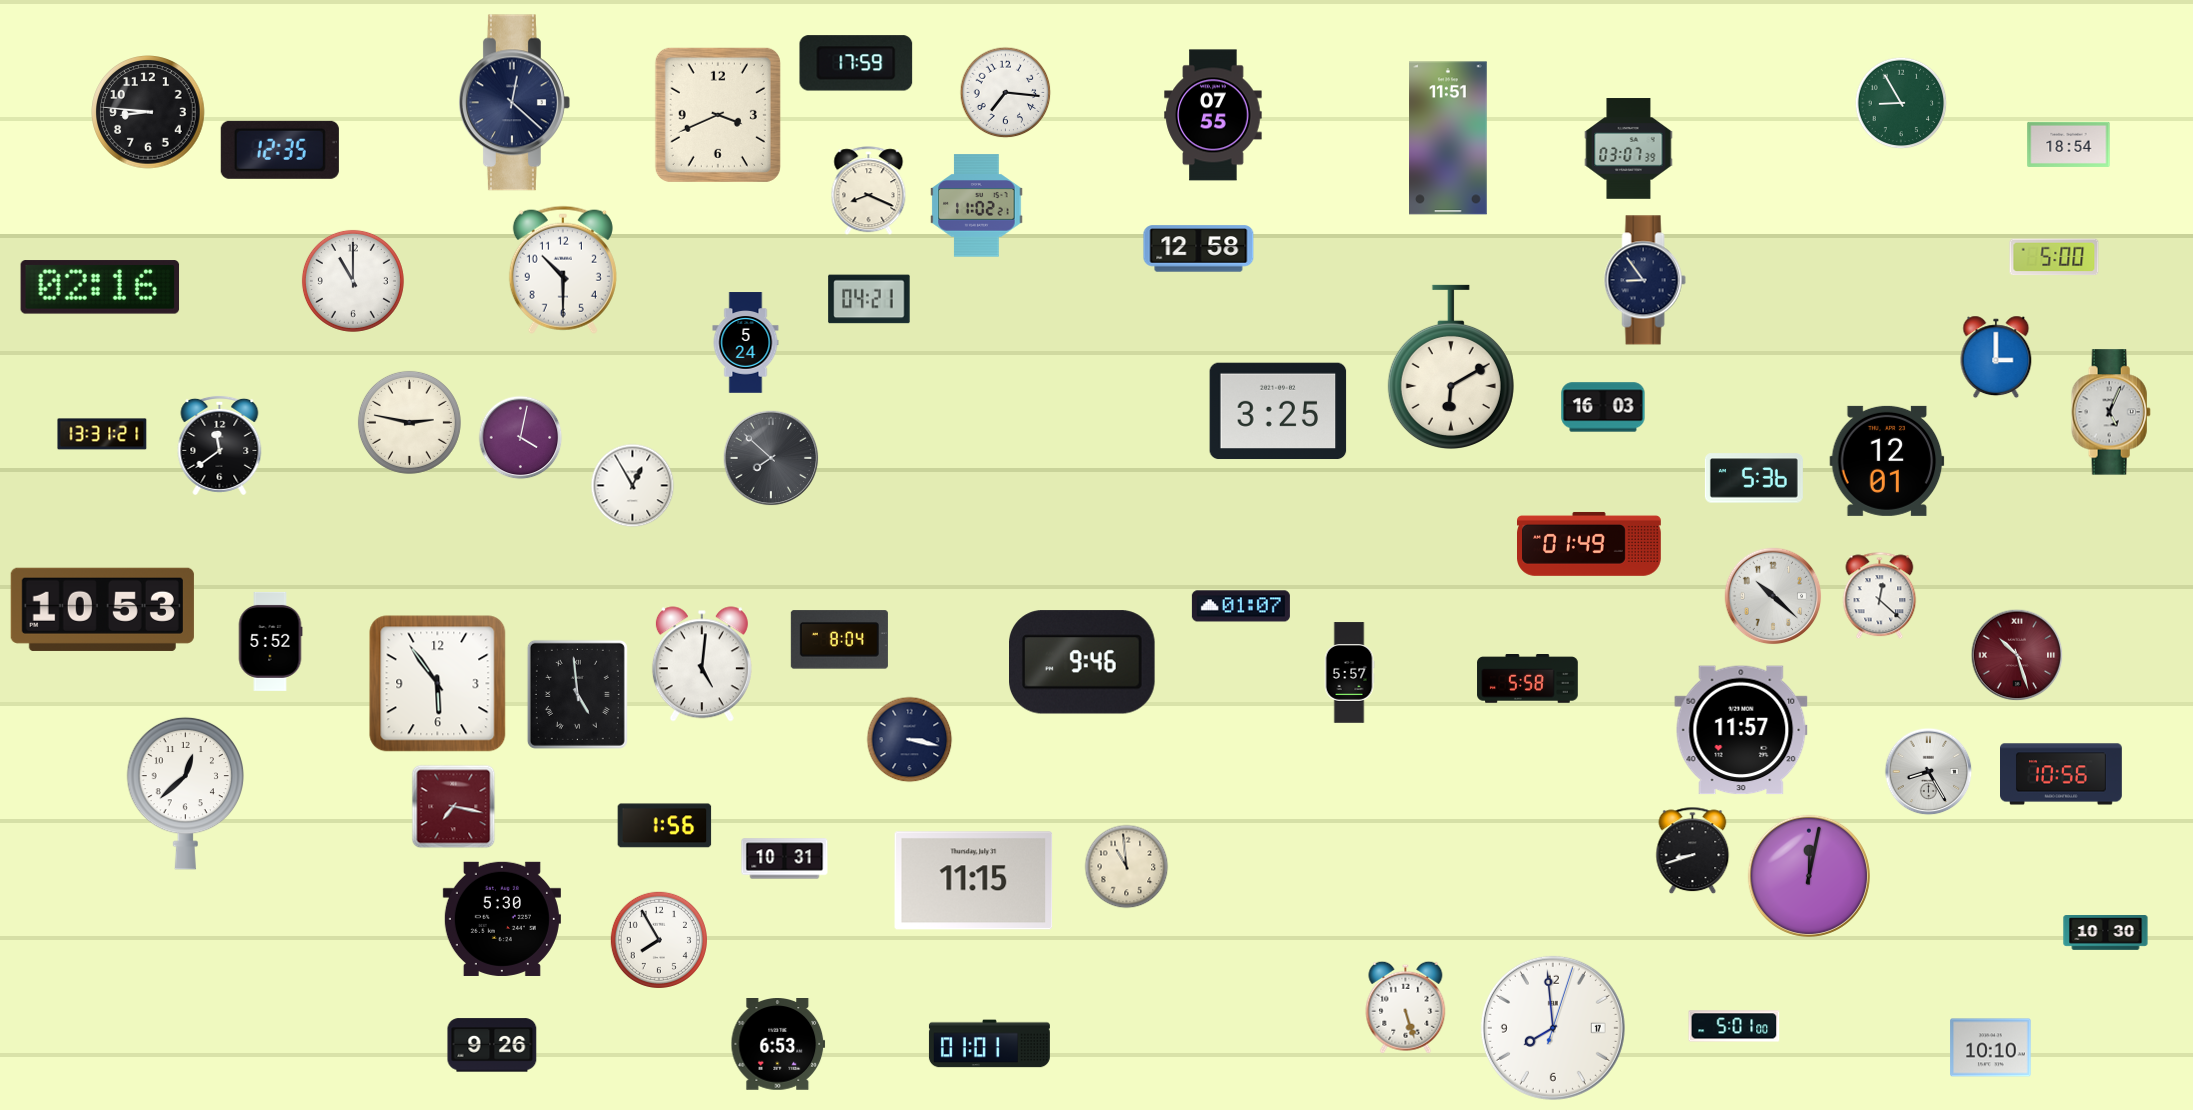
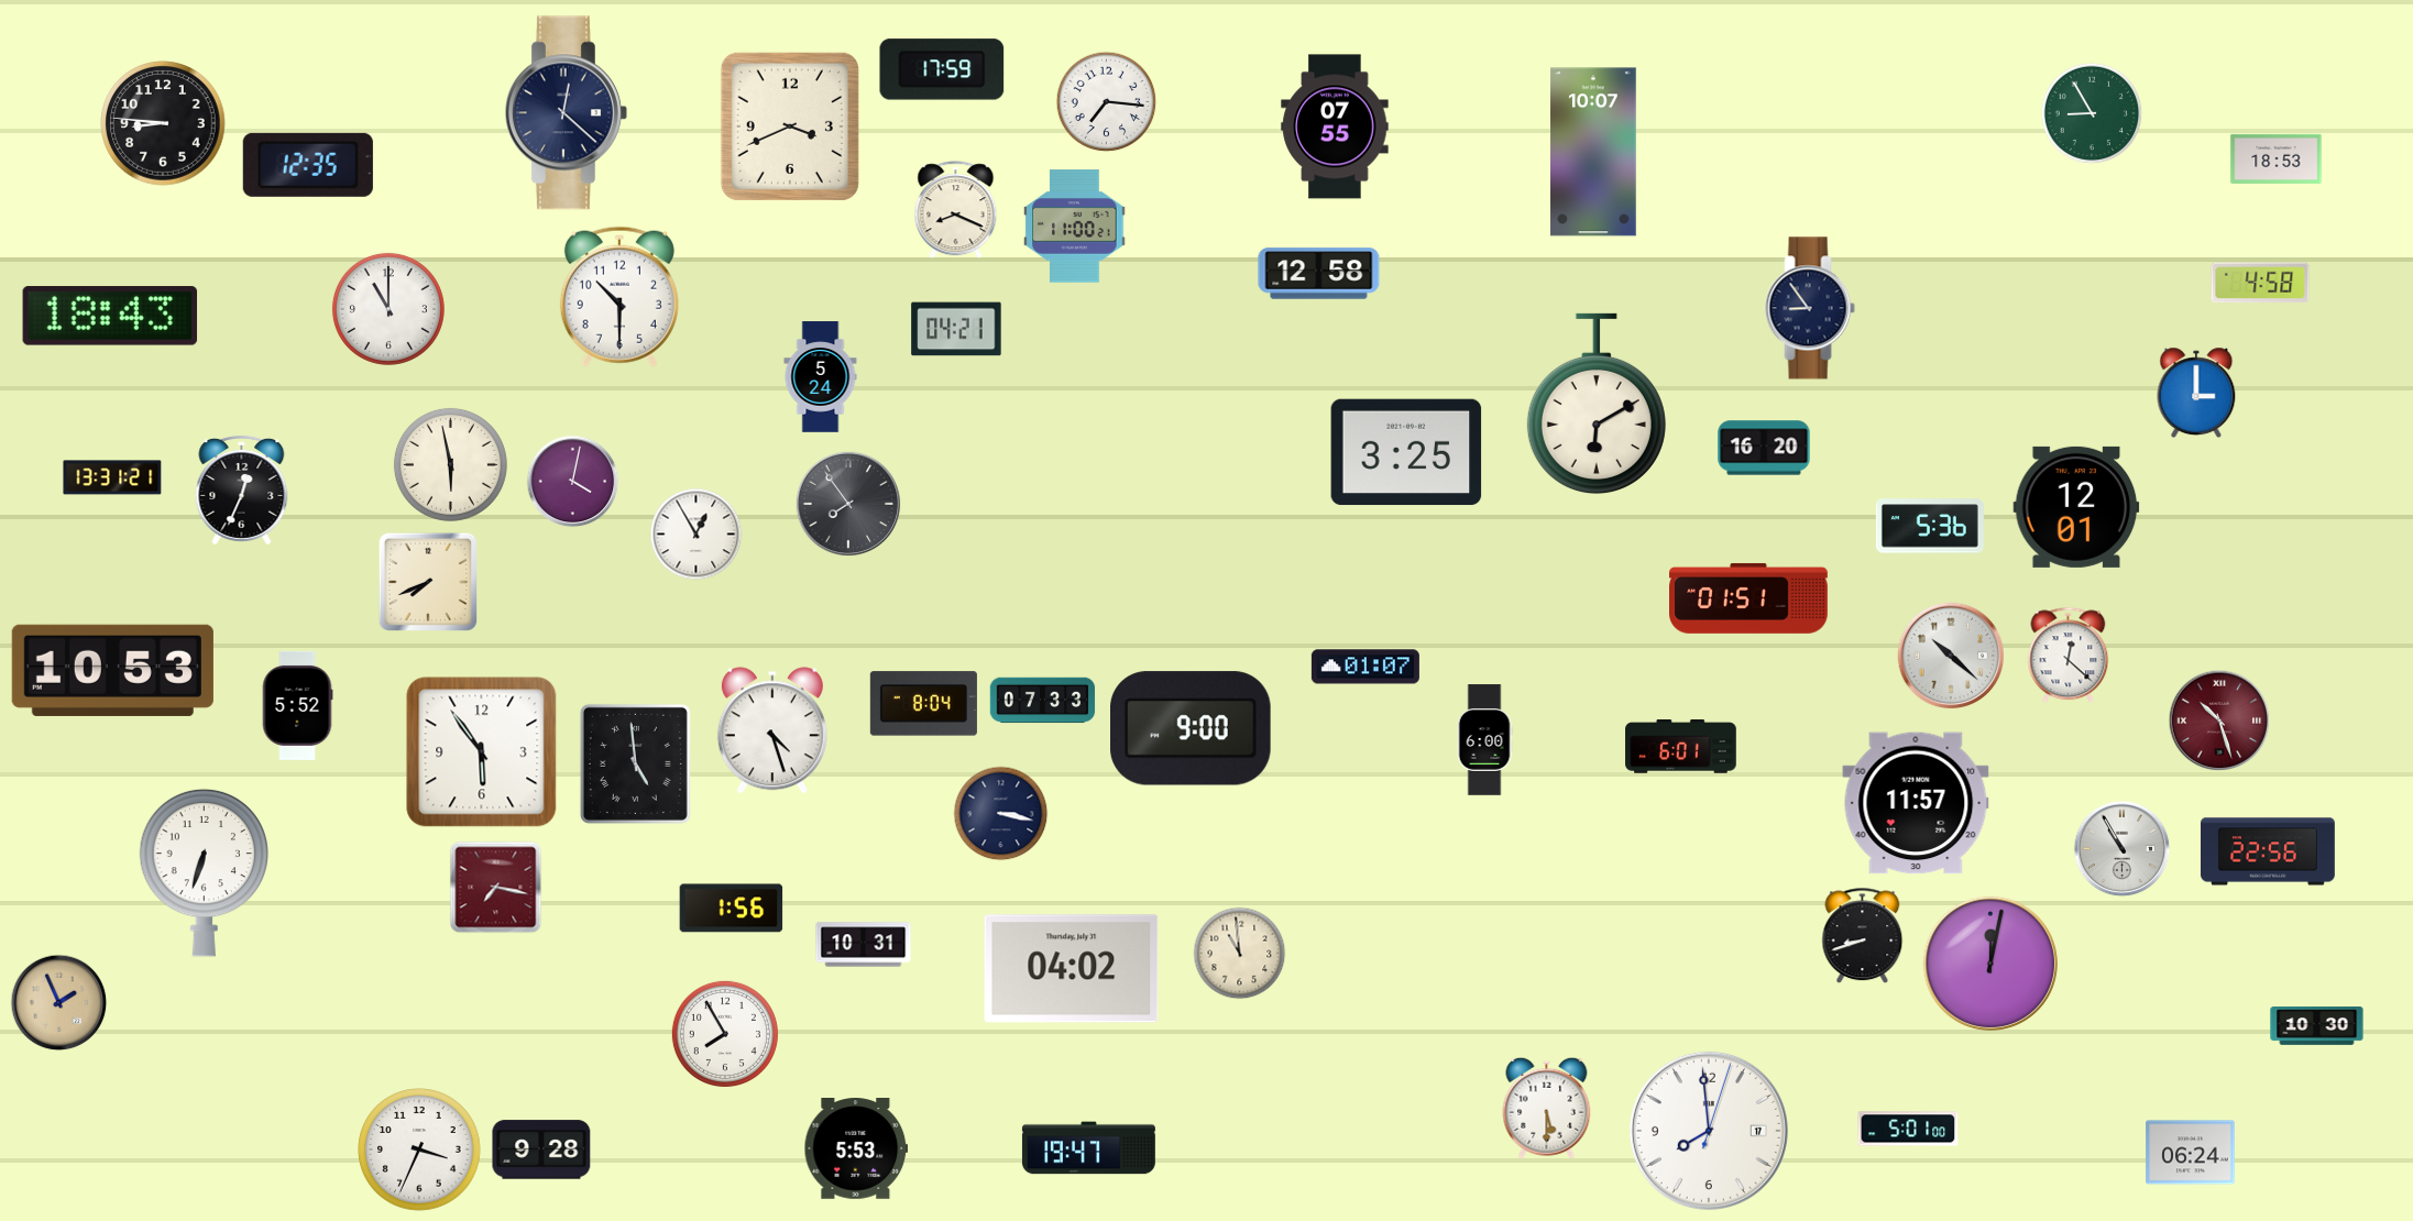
clock at (1449, 138): 11:51 -> 10:07
clock at (2069, 144): 18:54 -> 18:53
clock at (1629, 149): 03:07 -> none
clock at (977, 206): 11:02 -> 11:00
clock at (2054, 257): 5:00 -> 4:58
clock at (100, 287): 02:16 -> 18:43
clock at (1603, 407): 16:03 -> 16:20
clock at (2111, 412): 5:04 -> none
clock at (409, 422): 2:47 -> 5:58
clock at (220, 445): 11:39 -> 12:34
clock at (771, 458): 7:52 -> 7:54
clock at (427, 581): none -> 7:41
clock at (1590, 544): 01:49 -> 01:51
clock at (1043, 701): none -> 07:33
clock at (1083, 662): 9:46 -> 9:00
clock at (702, 664): 5:01 -> 4:27
clock at (1349, 673): 5:57 -> 6:00
clock at (1528, 679): 5:58 -> 6:01
clock at (1929, 772): 8:25 -> 10:55
clock at (2062, 774): 10:56 -> 22:56
clock at (186, 793): 12:38 -> 6:33
clock at (454, 807) position: (454, 807) -> (496, 888)
clock at (974, 881): 11:15 -> 04:02
clock at (59, 1003): none -> 1:56
clock at (502, 919): 5:30 -> none
clock at (1406, 1007): 5:27 -> 5:30
clock at (989, 1044): 01:01 -> 19:47
clock at (419, 1149): none -> 3:34
clock at (492, 1045): 9:26 -> 9:28
clock at (778, 1045): 6:53 -> 5:53
clock at (1991, 1048): 10:10 -> 06:24
